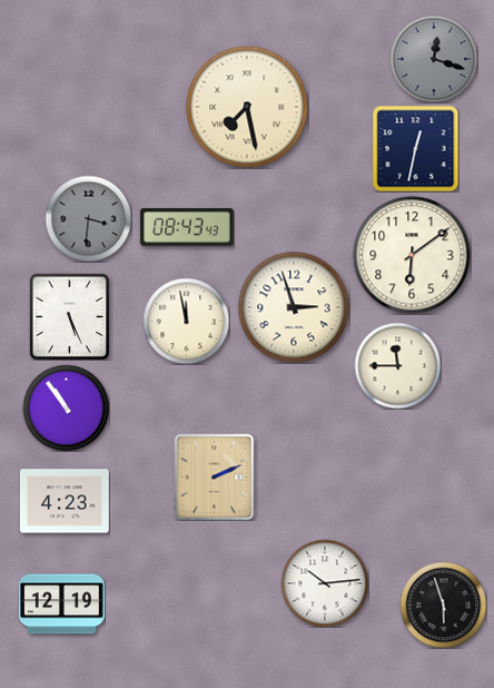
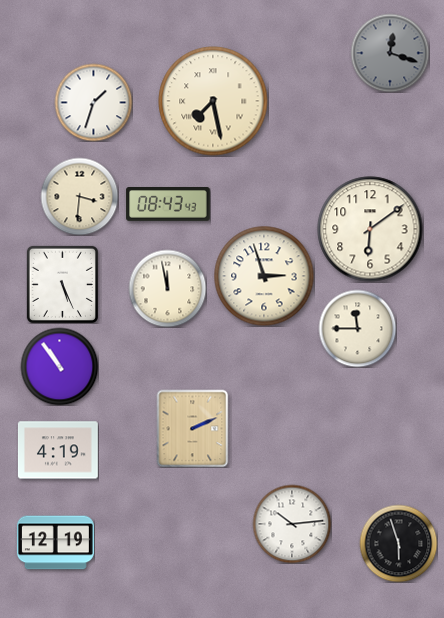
clock at (247, 107) position: (247, 107) -> (213, 101)
clock at (93, 102): none -> 1:33
clock at (415, 148): 12:32 -> none
clock at (88, 218) dial: grey -> cream
clock at (65, 501): 4:23 -> 4:19
